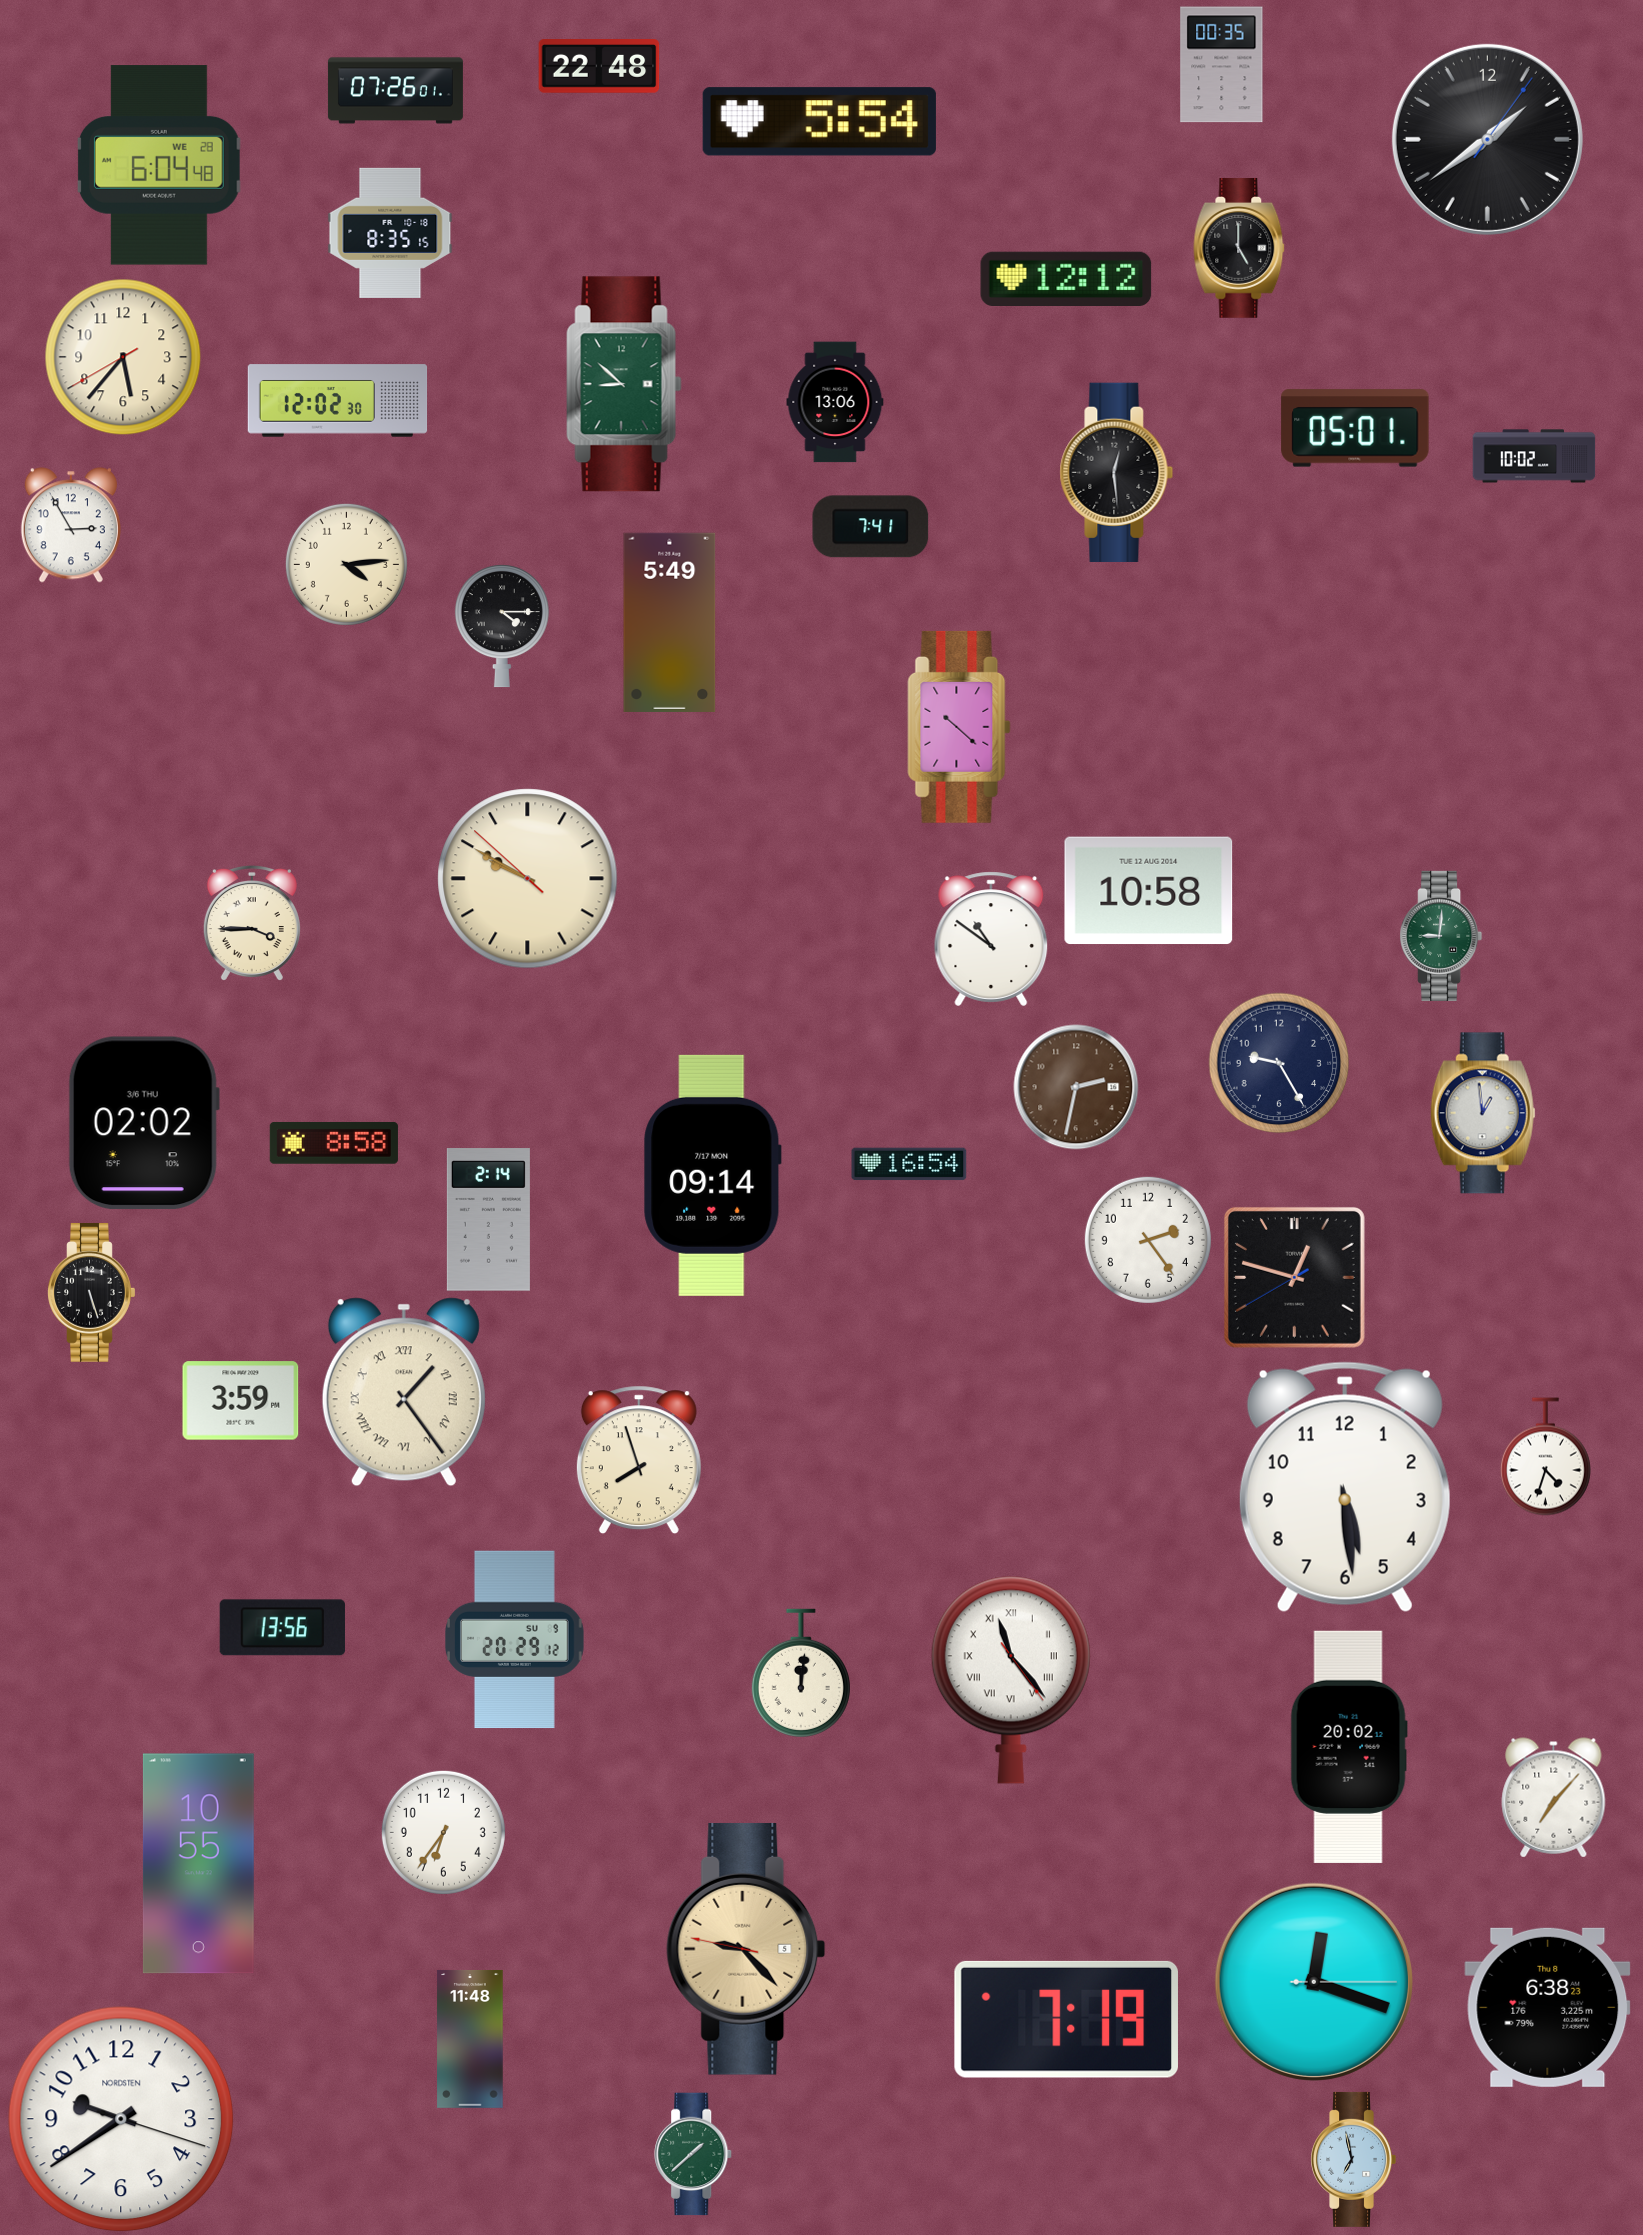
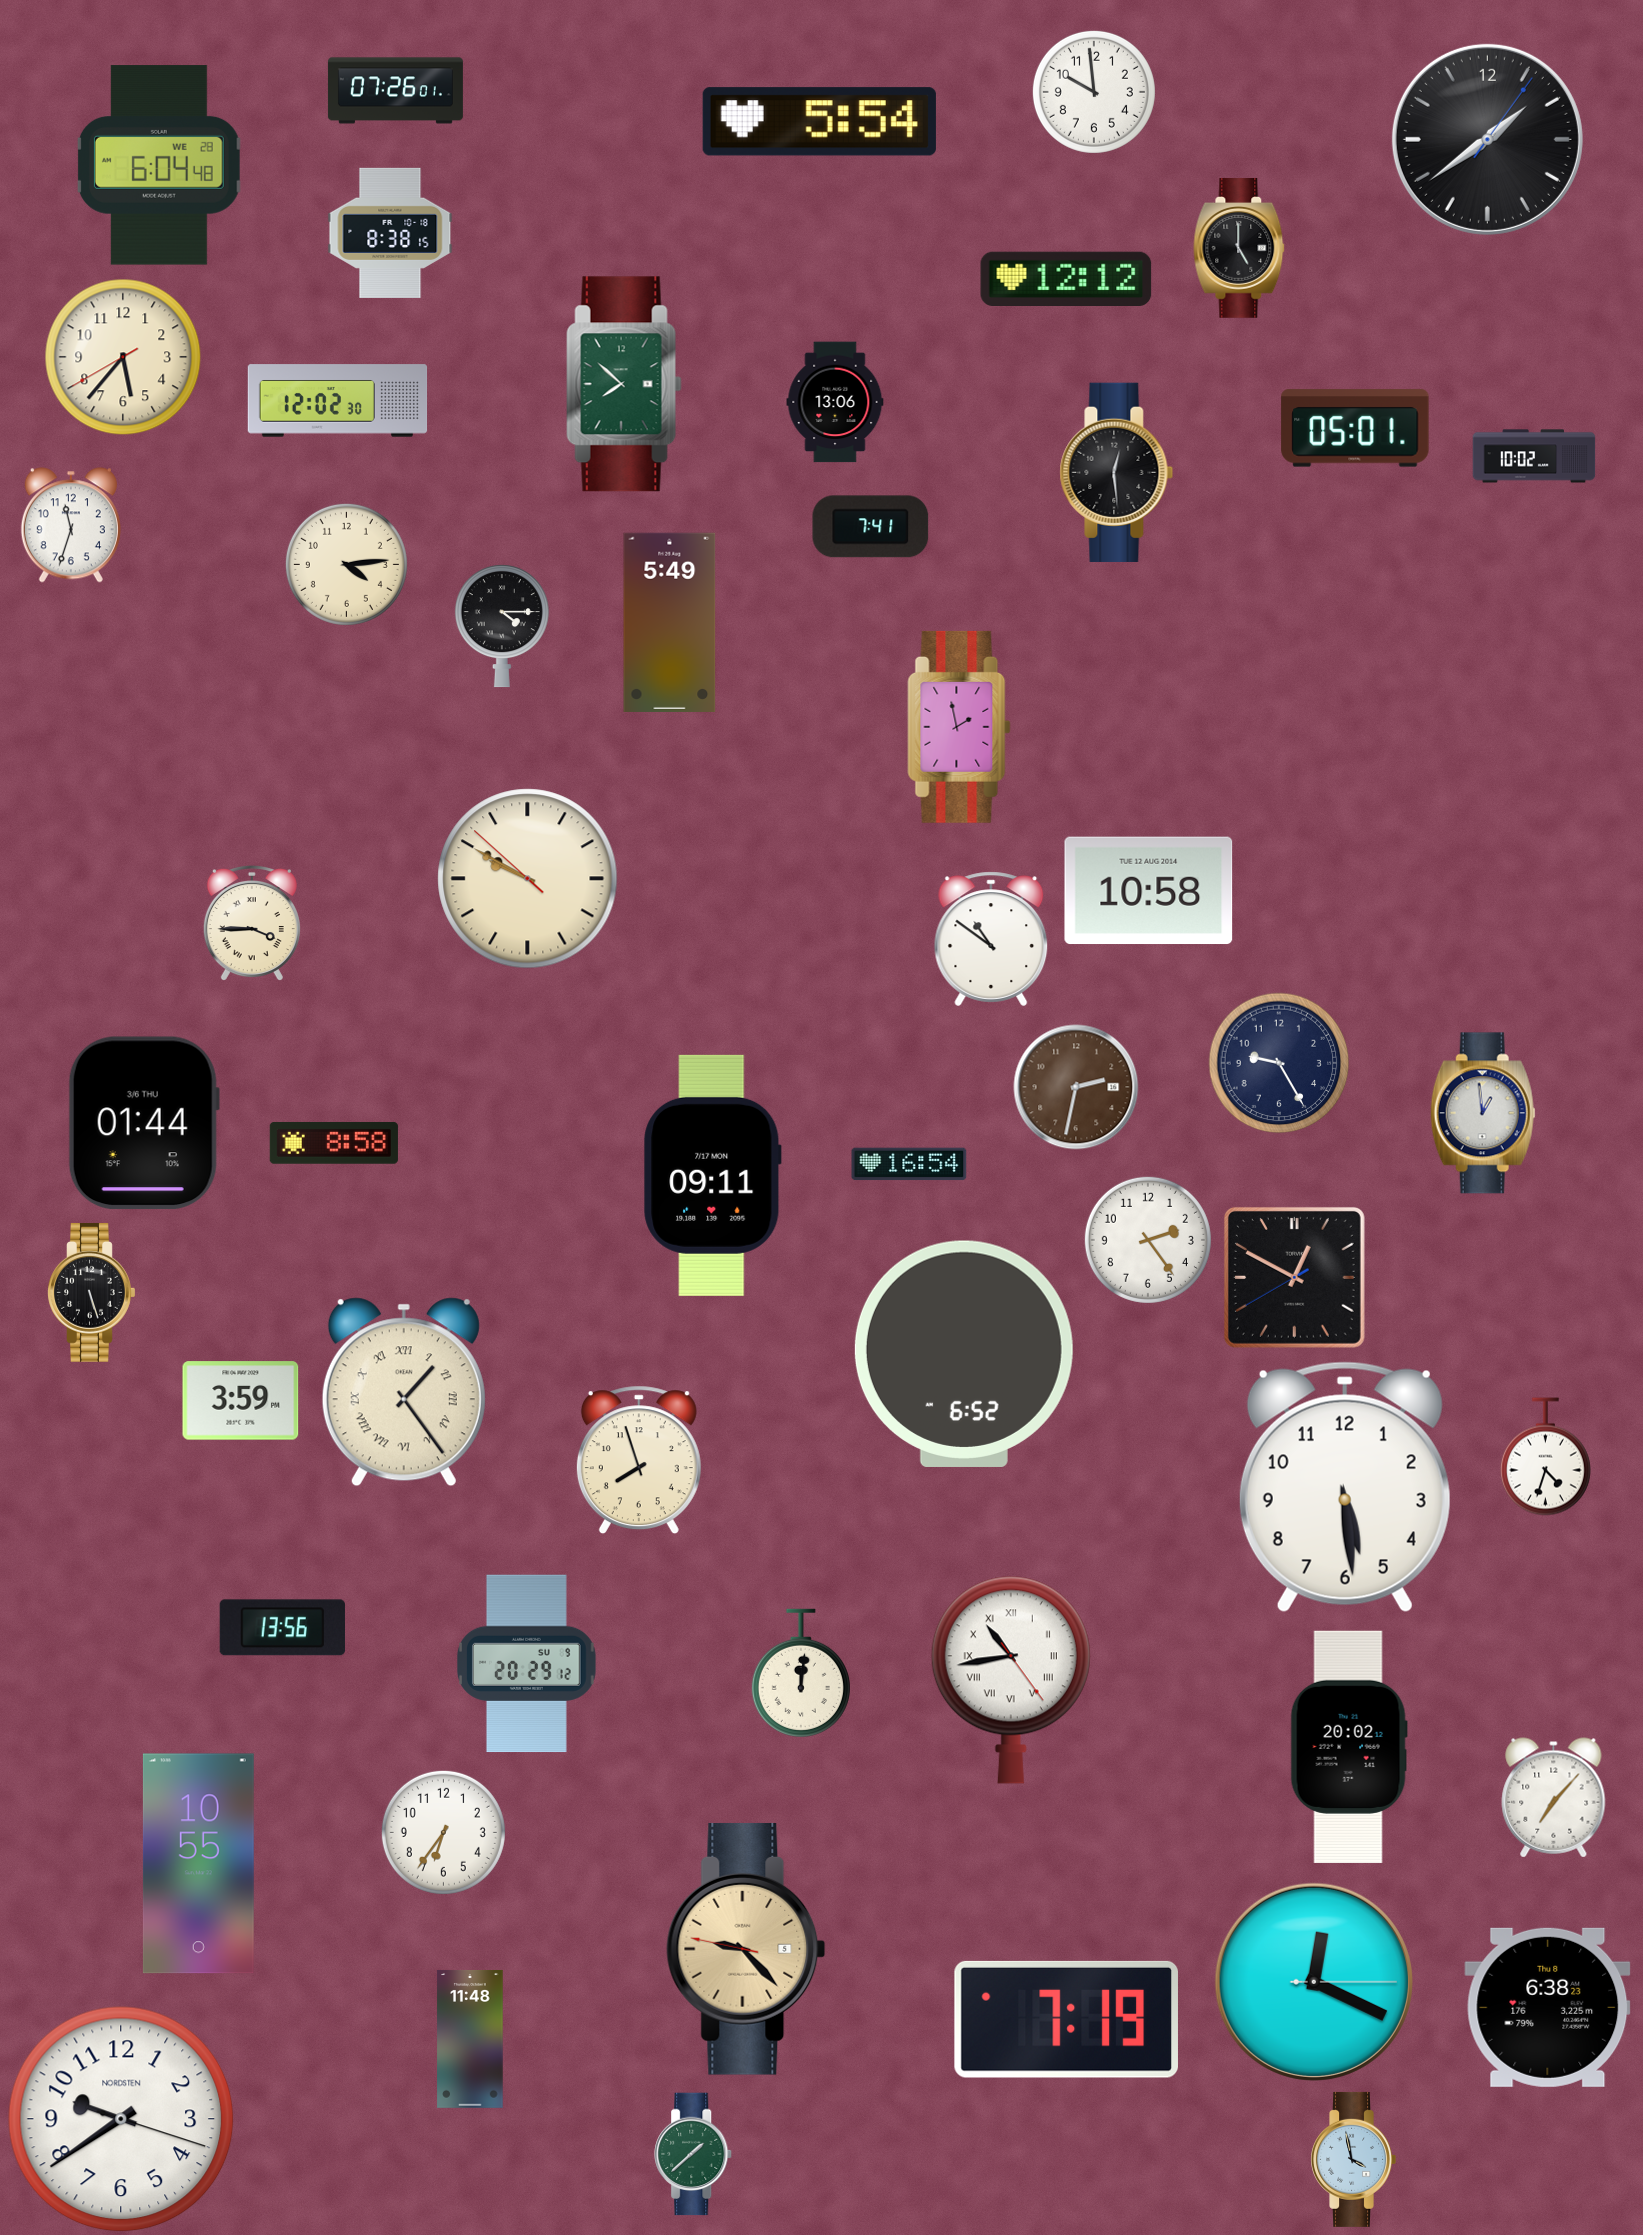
clock at (1222, 65): 00:35 -> none
clock at (599, 67): 22:48 -> none
clock at (1094, 92): none -> 9:59
clock at (390, 233): 8:35 -> 8:38
clock at (624, 384): 8:52 -> 7:52
clock at (71, 525): 2:55 -> 11:33
clock at (959, 727): 10:22 -> 1:58
clock at (1441, 936): 9:01 -> none
clock at (144, 1123): 02:02 -> 01:44
clock at (713, 1175): 09:14 -> 09:11
clock at (488, 1220): 2:14 -> none
clock at (1294, 1277): 12:47 -> 12:49
clock at (964, 1354): none -> 6:52
clock at (515, 1640) position: (515, 1640) -> (527, 1664)
clock at (1011, 1680): 11:23 -> 10:43
clock at (1314, 1982): 12:18 -> 12:19
clock at (1353, 2159): 6:58 -> 3:58
